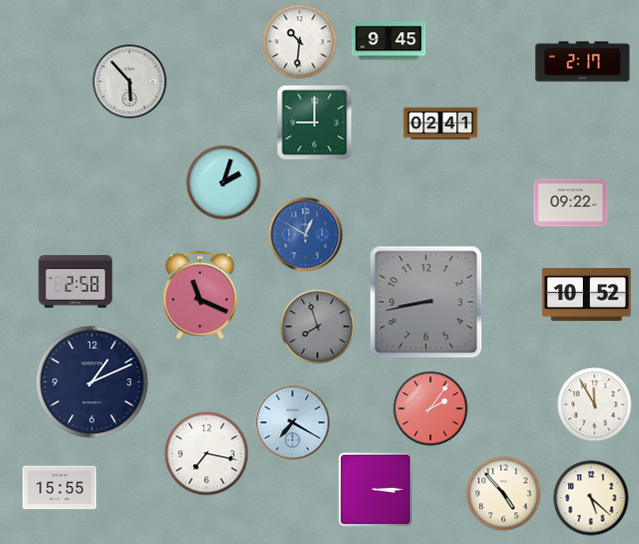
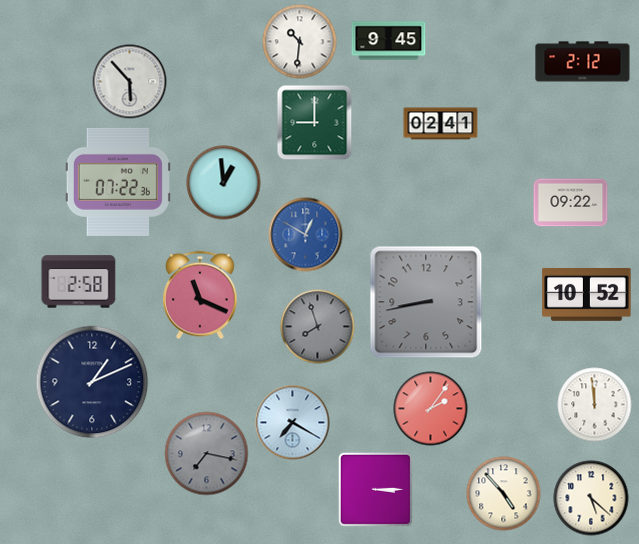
clock at (583, 62): 2:17 -> 2:12
clock at (118, 182): none -> 07:22
clock at (224, 183): 2:03 -> 12:59
clock at (76, 282) position: (76, 282) -> (79, 282)
clock at (595, 405): 11:55 -> 11:59
clock at (207, 454) dial: white -> grey
clock at (60, 488): 15:55 -> none
